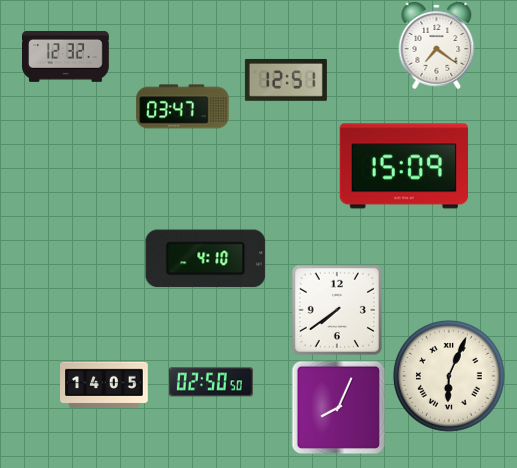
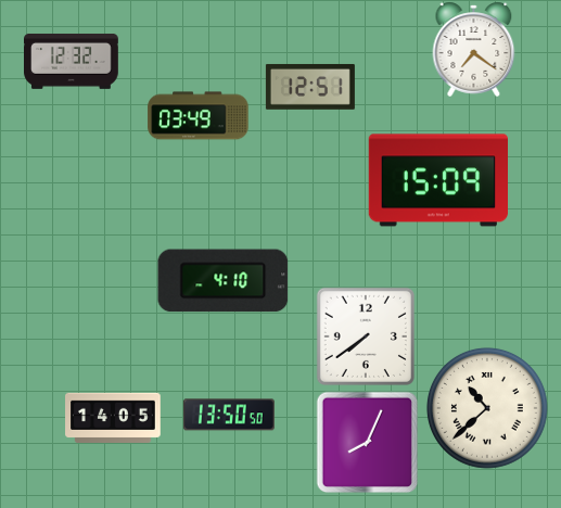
clock at (183, 107): 03:47 -> 03:49
clock at (449, 376): 6:04 -> 10:38
clock at (211, 382): 02:50 -> 13:50
